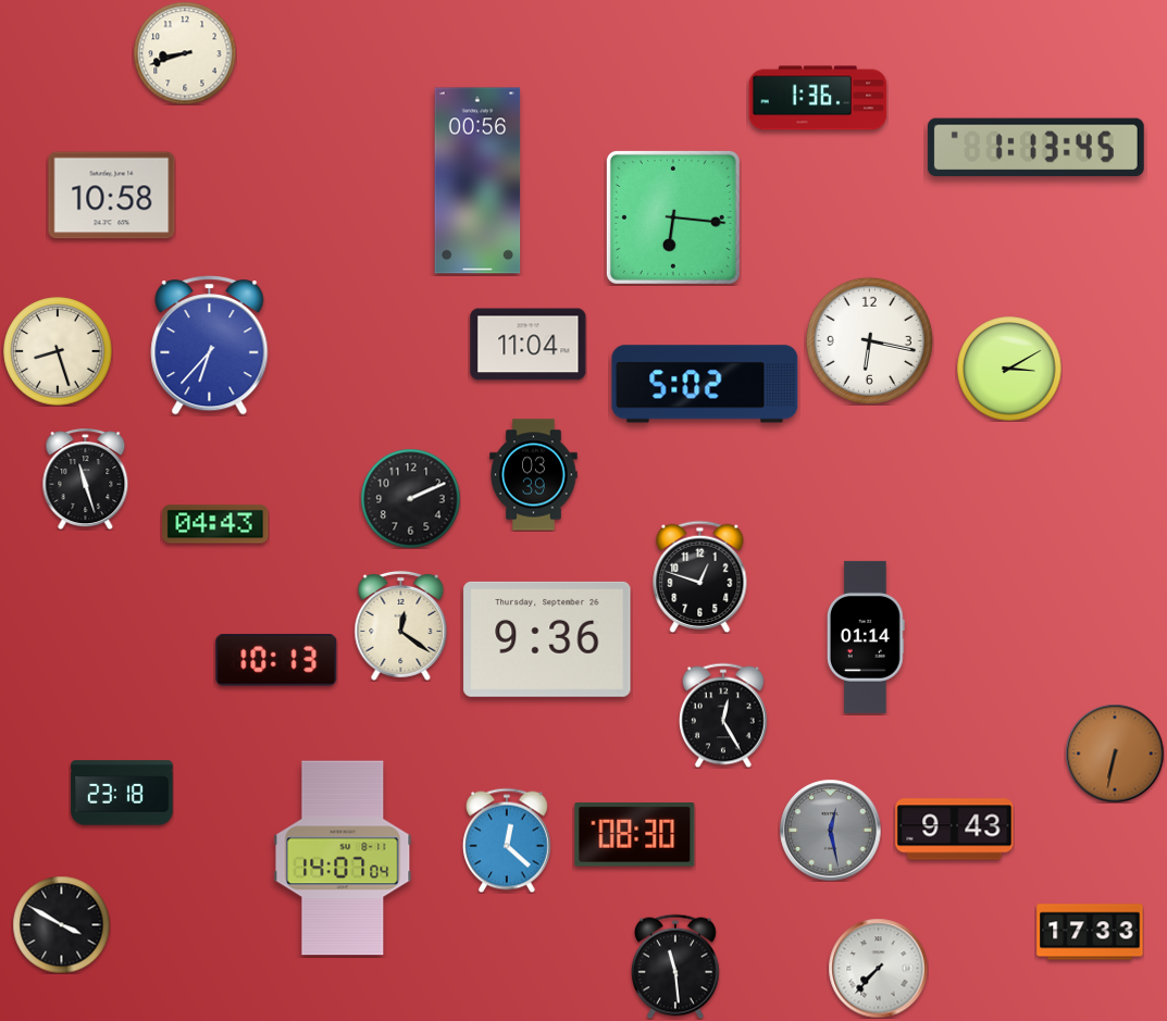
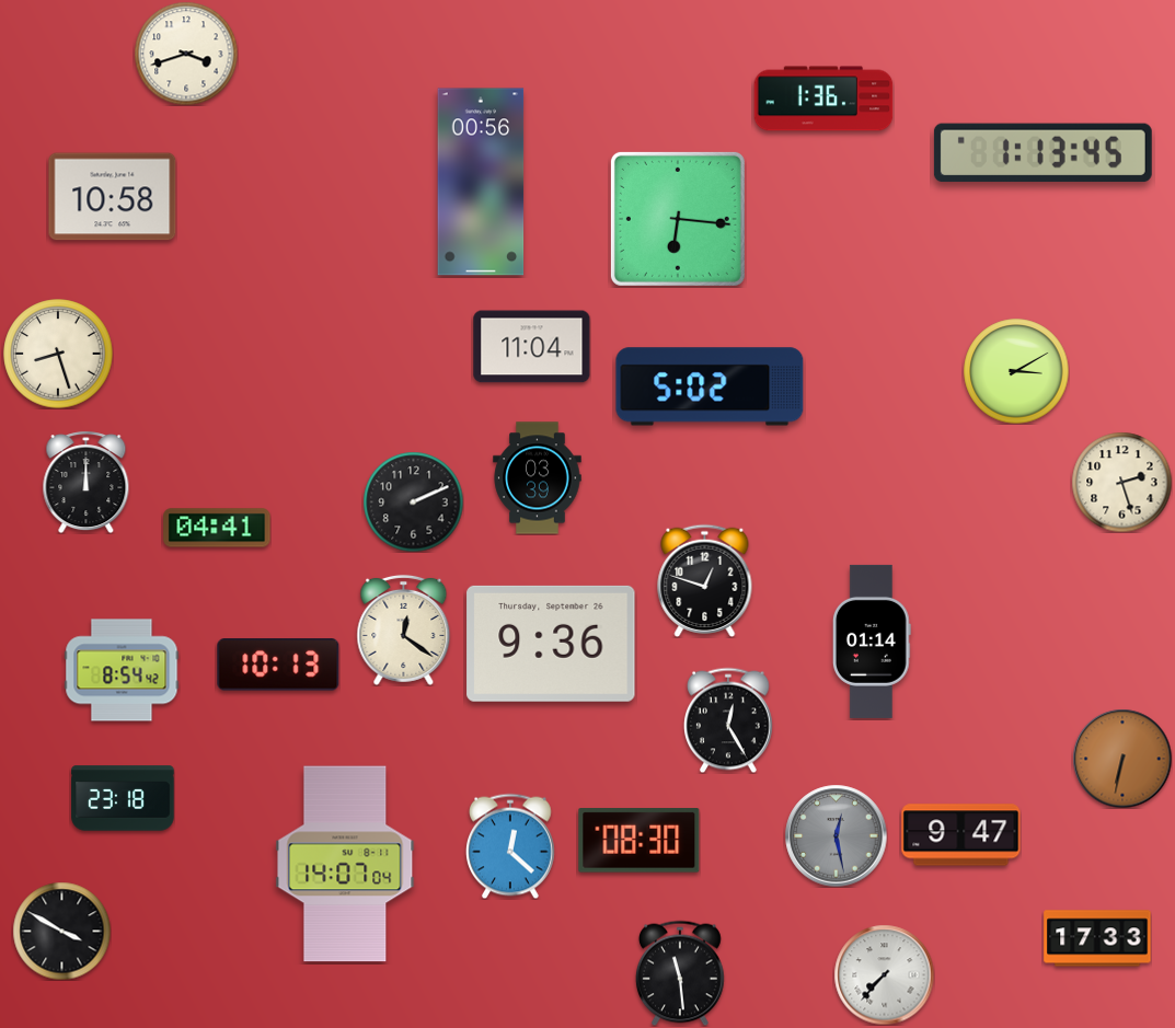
clock at (185, 53): 8:42 -> 3:42
clock at (1035, 148) position: (1035, 148) -> (1042, 153)
clock at (869, 340): 6:17 -> none
clock at (210, 346): 6:37 -> none
clock at (86, 478): 11:27 -> 12:00
clock at (1121, 482): none -> 2:27
clock at (215, 524): 04:43 -> 04:41
clock at (122, 670): none -> 8:54
clock at (955, 830): 9:43 -> 9:47
